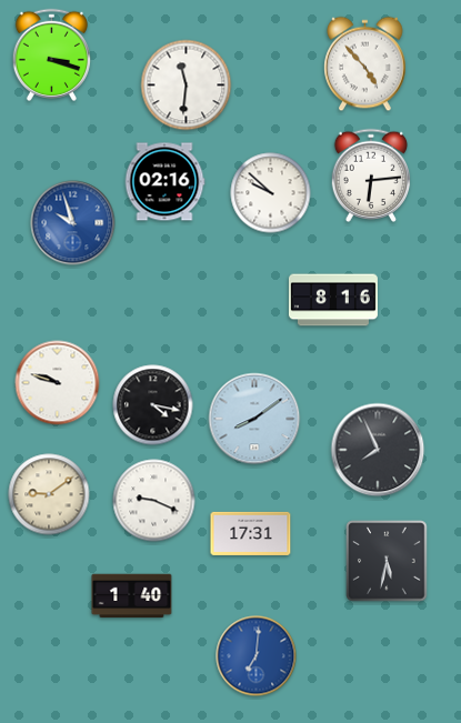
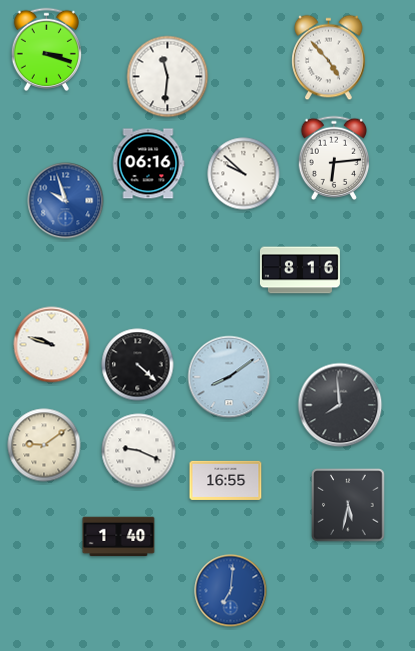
clock at (164, 182): 02:16 -> 06:16
clock at (153, 405): 4:17 -> 4:22
clock at (378, 450): 7:56 -> 7:59
clock at (251, 533): 17:31 -> 16:55
